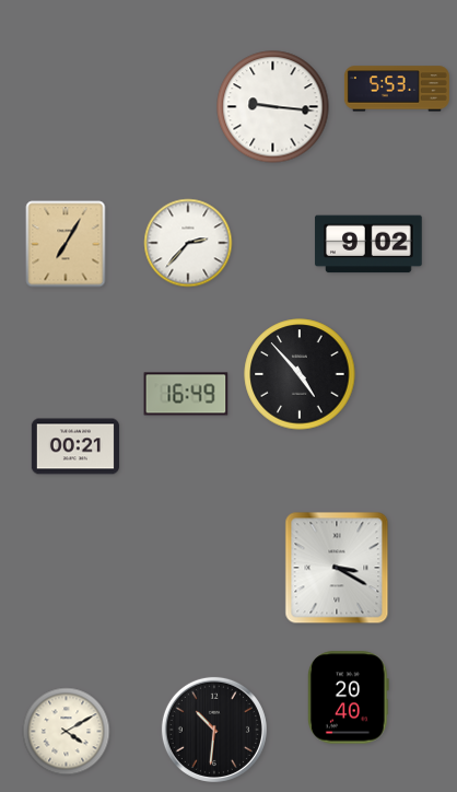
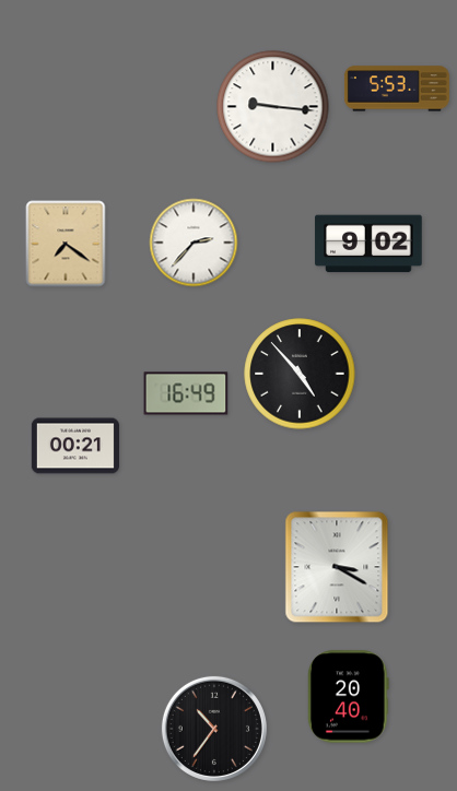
clock at (188, 243) position: (188, 243) -> (194, 243)
clock at (66, 244): 7:05 -> 7:21
clock at (214, 730): 10:31 -> 10:36
clock at (67, 732): 4:10 -> none
